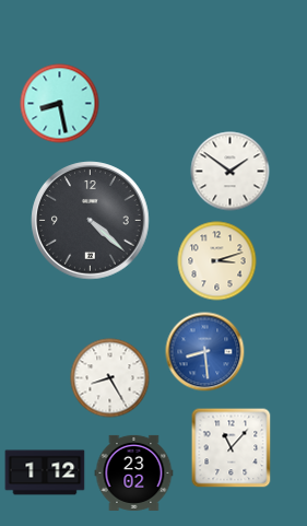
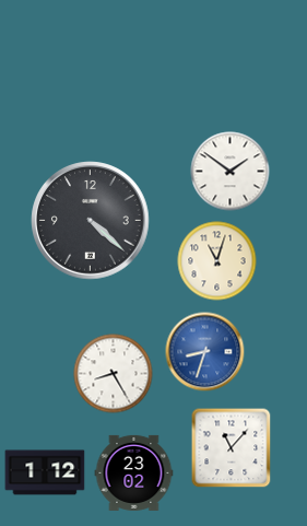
clock at (60, 104): 8:28 -> none
clock at (217, 261): 3:12 -> 11:03
clock at (205, 352): 8:29 -> 8:33
clock at (110, 378) position: (110, 378) -> (114, 374)
